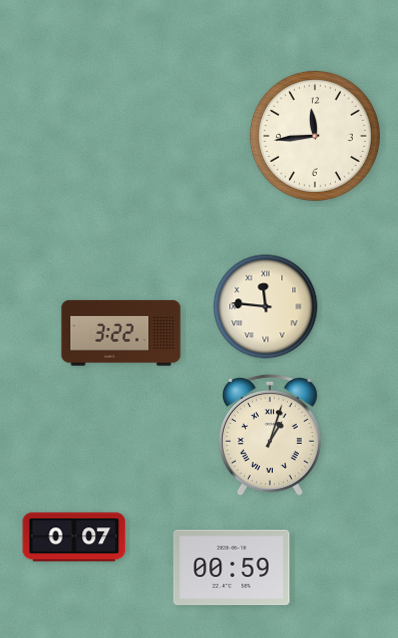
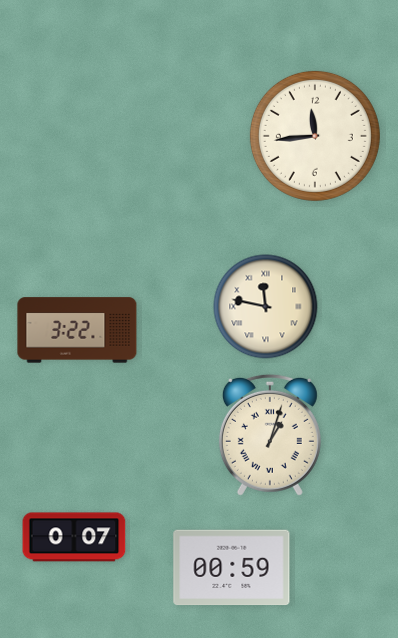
clock at (266, 307): 11:46 -> 11:47
clock at (121, 333) position: (121, 333) -> (77, 330)
